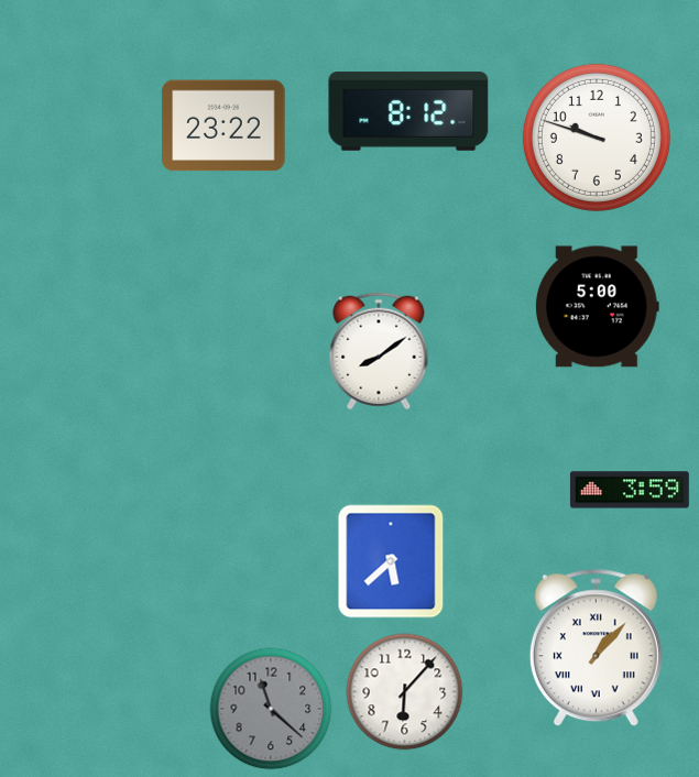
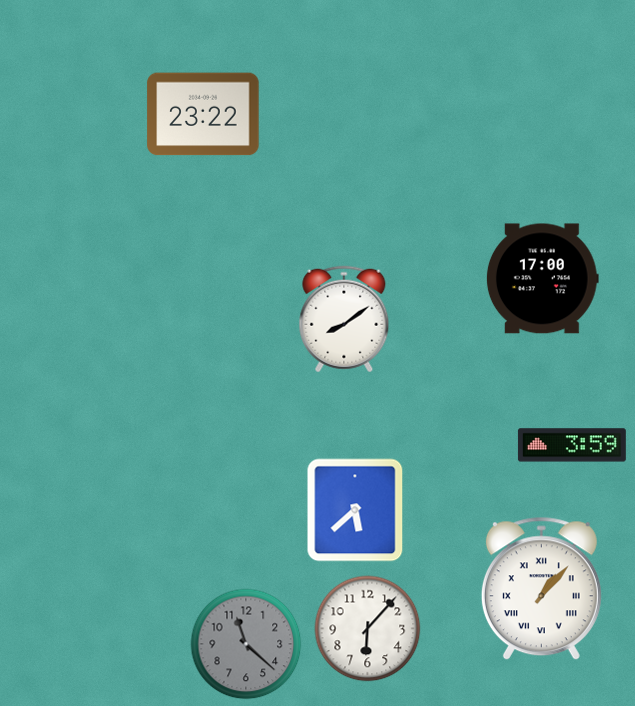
clock at (408, 111): 8:12 -> none
clock at (597, 138): 9:48 -> none
clock at (597, 307): 5:00 -> 17:00
